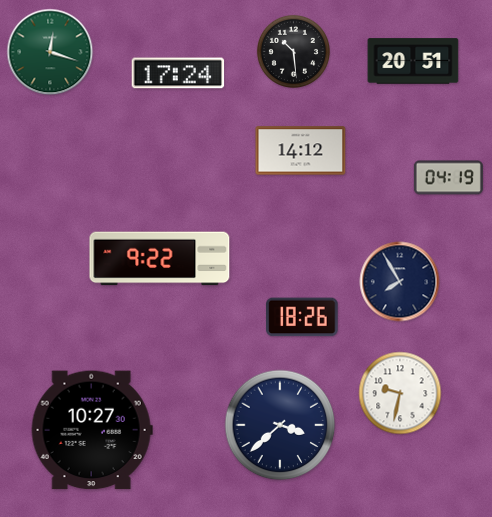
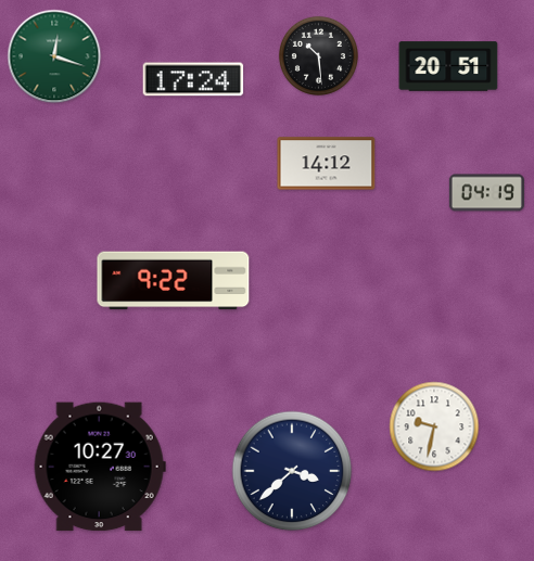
clock at (400, 282): 7:55 -> none
clock at (302, 317): 18:26 -> none
clock at (280, 425) position: (280, 425) -> (292, 471)
